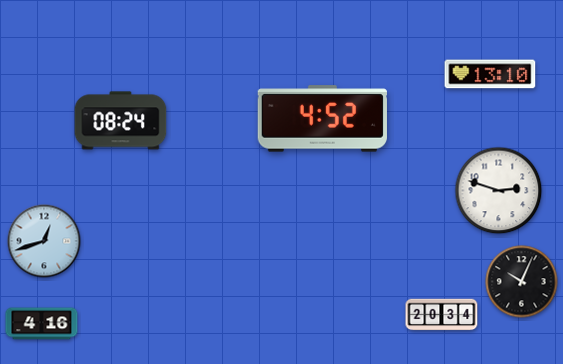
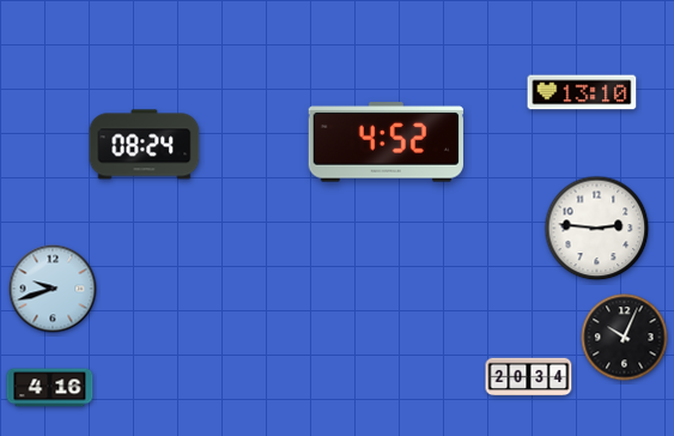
clock at (490, 74) position: (490, 74) -> (582, 92)
clock at (499, 191): 2:48 -> 2:46
clock at (44, 241): 12:42 -> 9:42
